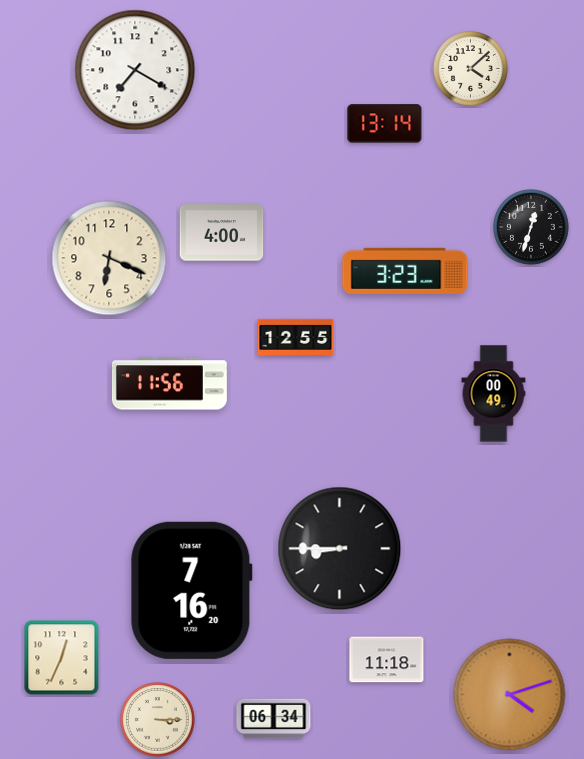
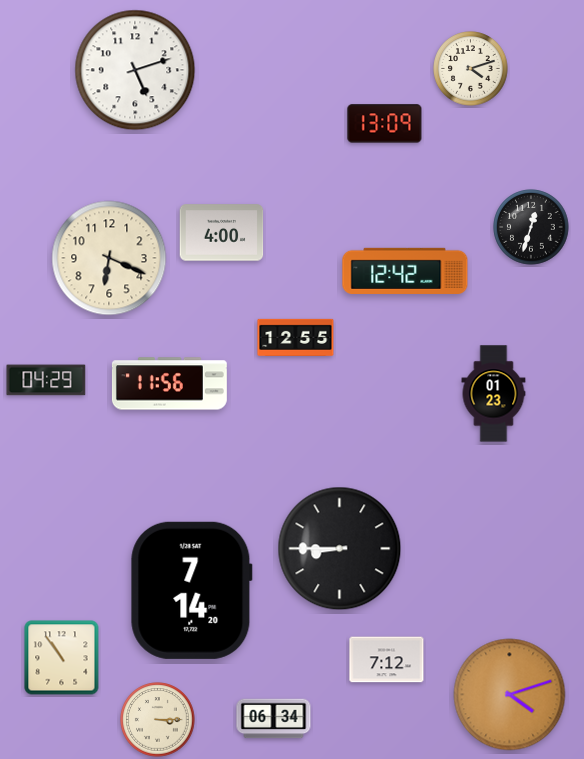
clock at (471, 69): 4:08 -> 4:12
clock at (135, 70): 7:20 -> 5:12
clock at (385, 124): 13:14 -> 13:09
clock at (405, 271): 3:23 -> 12:42
clock at (46, 380): none -> 04:29
clock at (494, 394): 00:49 -> 01:23
clock at (191, 590): 7:16 -> 7:14
clock at (62, 658): 12:34 -> 10:54
clock at (387, 660): 11:18 -> 7:12
